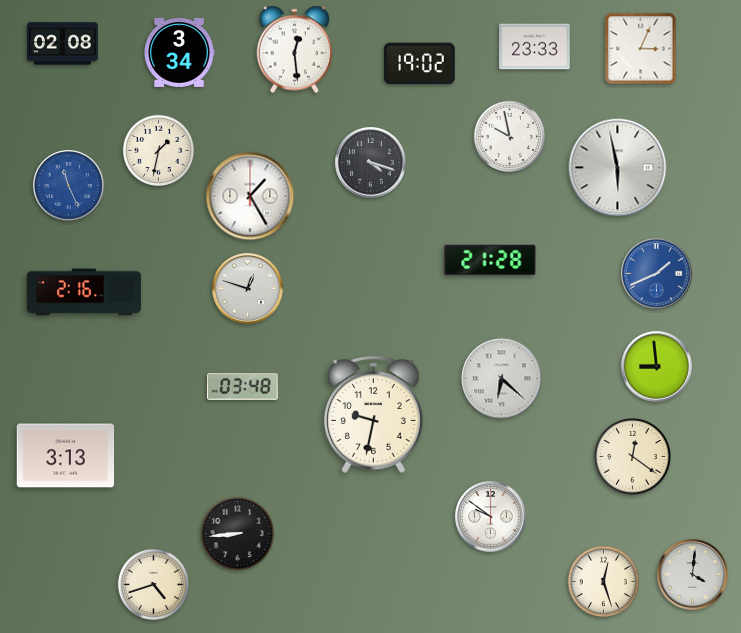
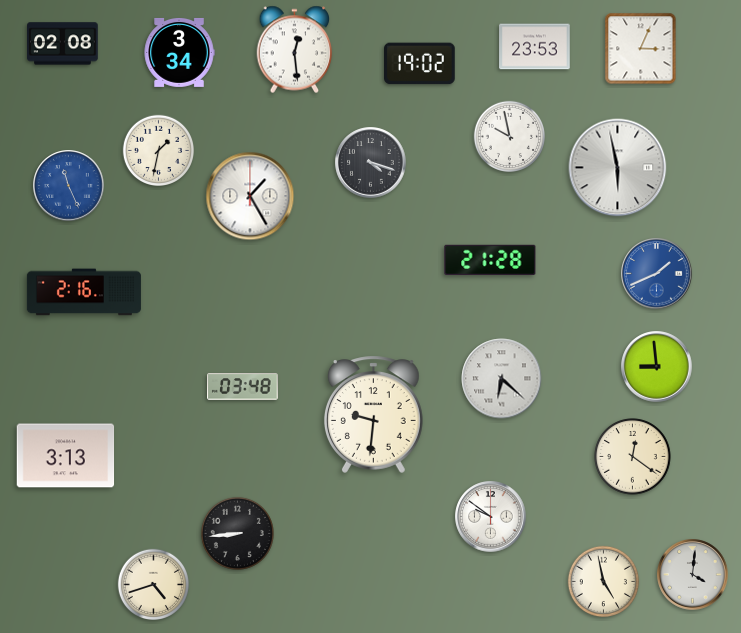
clock at (535, 47): 23:33 -> 23:53
clock at (248, 289): 12:48 -> none
clock at (373, 414): 9:32 -> 9:31
clock at (603, 581): 12:27 -> 4:58
